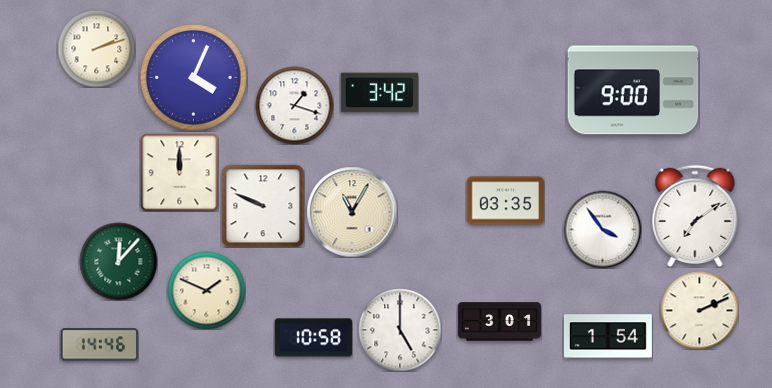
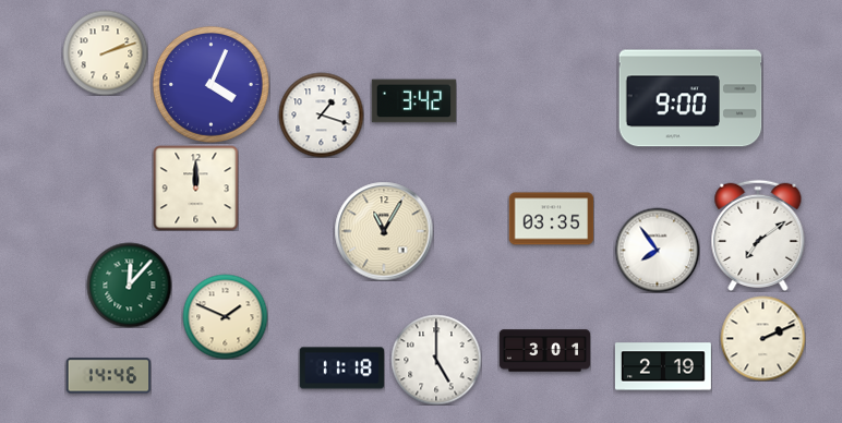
clock at (263, 206): 9:49 -> none
clock at (602, 229): 3:54 -> 7:54
clock at (608, 336): 1:54 -> 2:19
clock at (313, 338): 10:58 -> 11:18
